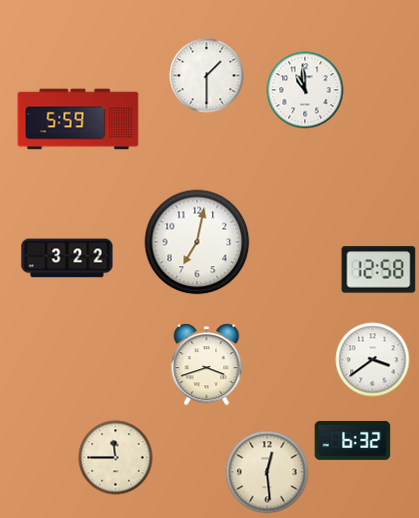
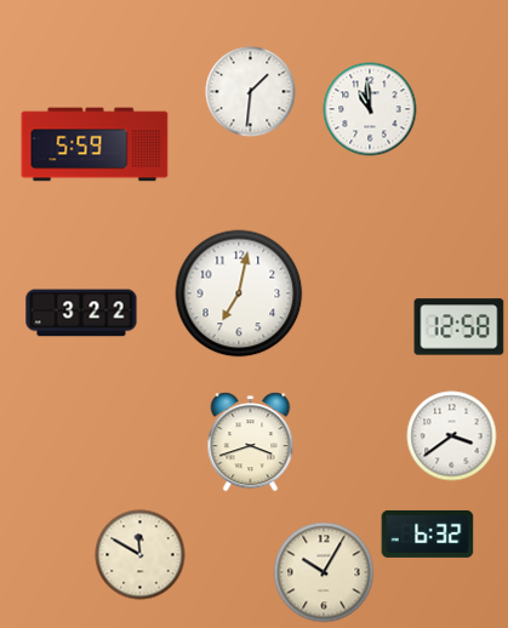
clock at (207, 76): 1:30 -> 1:31
clock at (116, 458): 11:45 -> 11:50
clock at (267, 472): 12:29 -> 10:05
